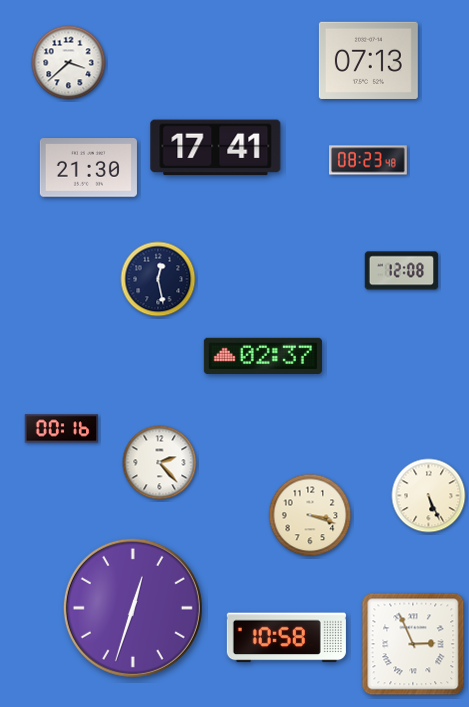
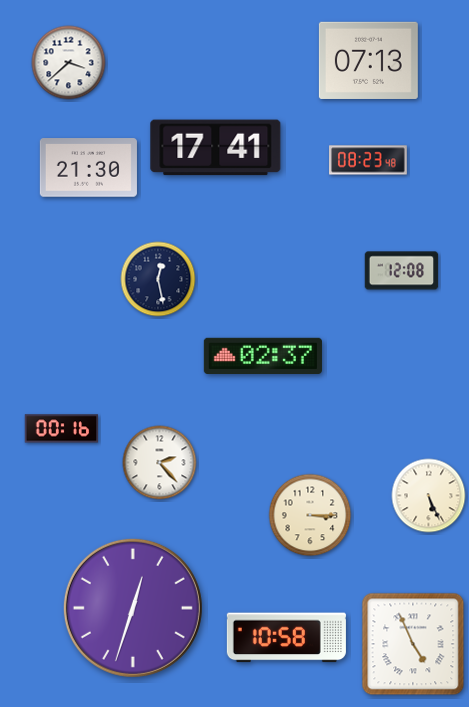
clock at (310, 515): 3:18 -> 3:15
clock at (413, 644): 2:56 -> 4:56
